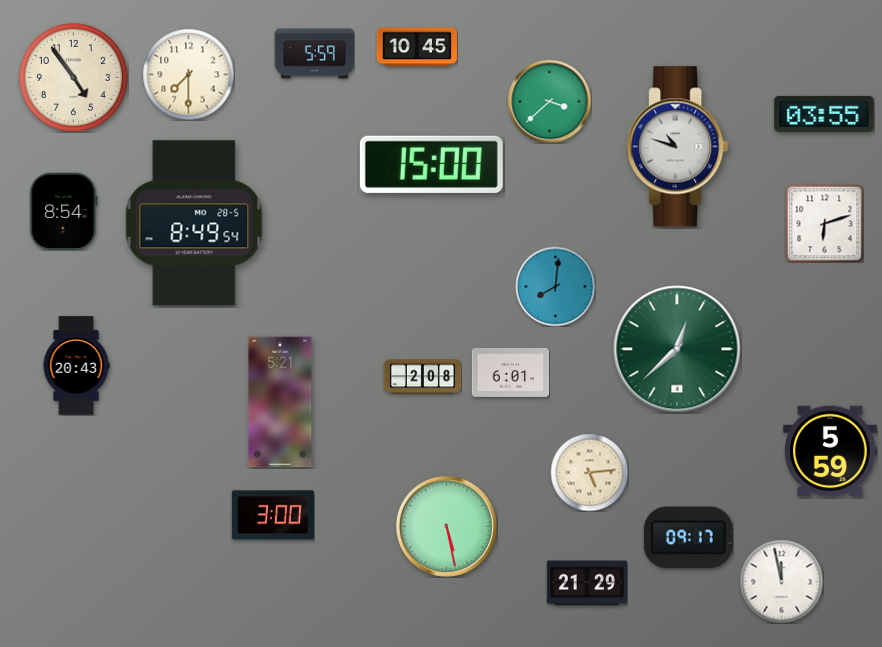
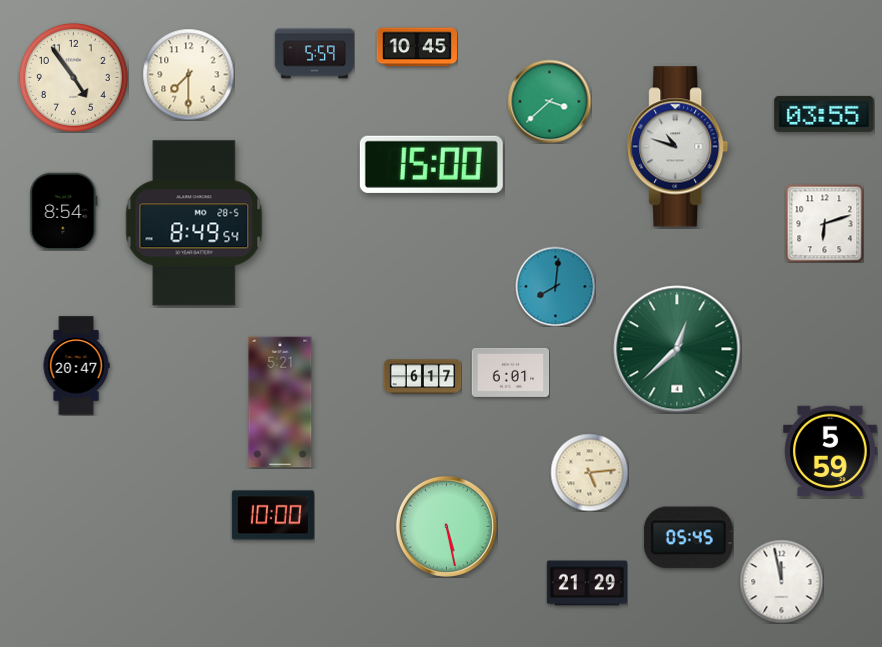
clock at (76, 366): 20:43 -> 20:47
clock at (422, 377): 2:08 -> 6:17
clock at (273, 515): 3:00 -> 10:00
clock at (688, 538): 09:17 -> 05:45
